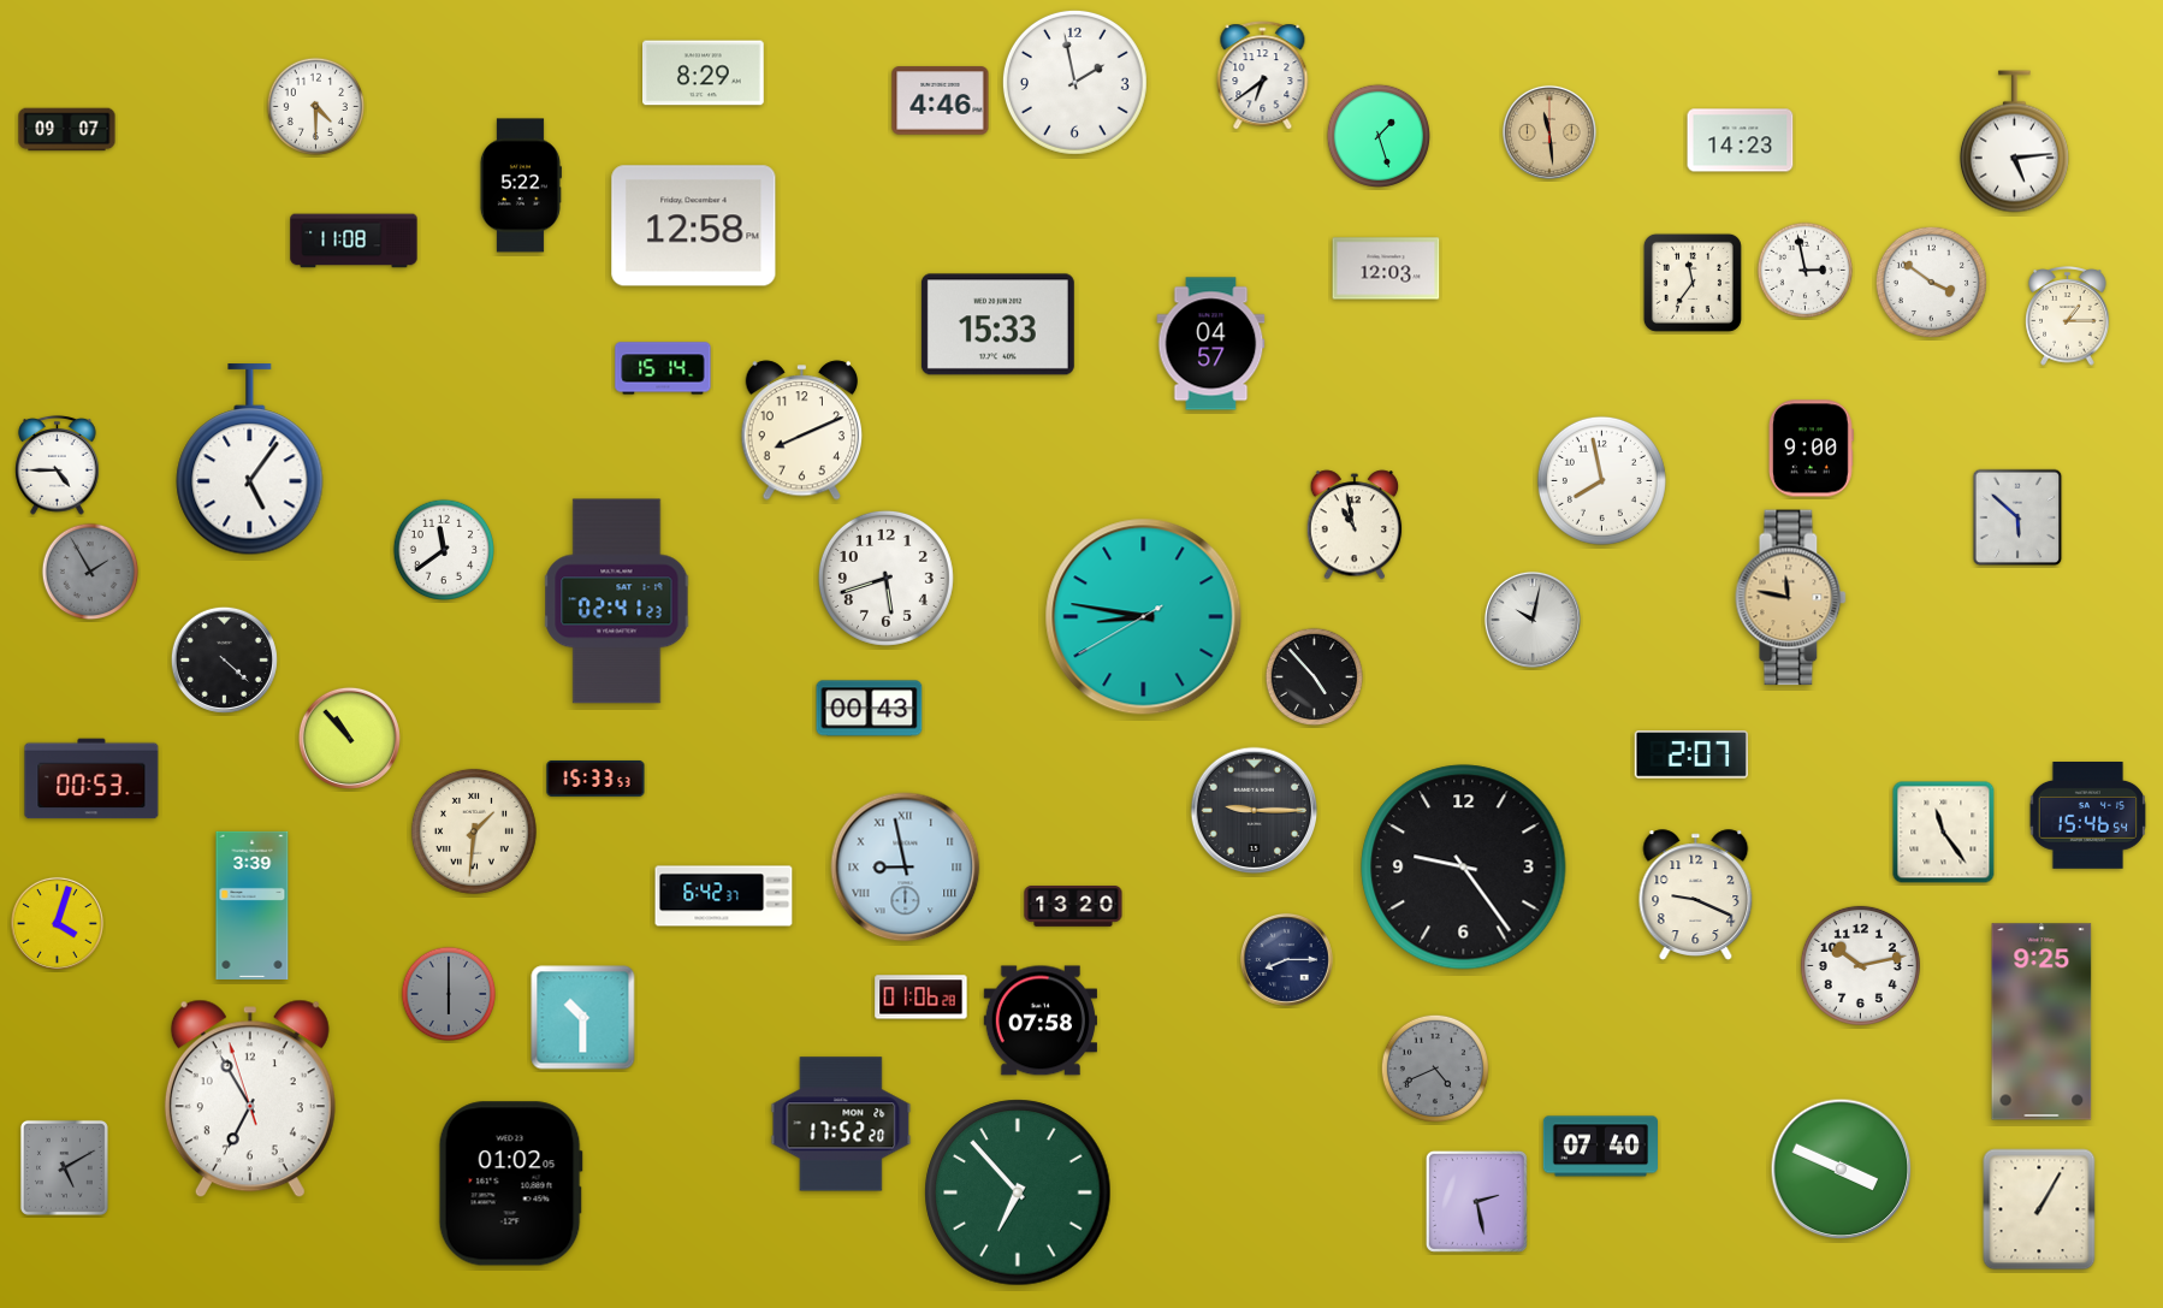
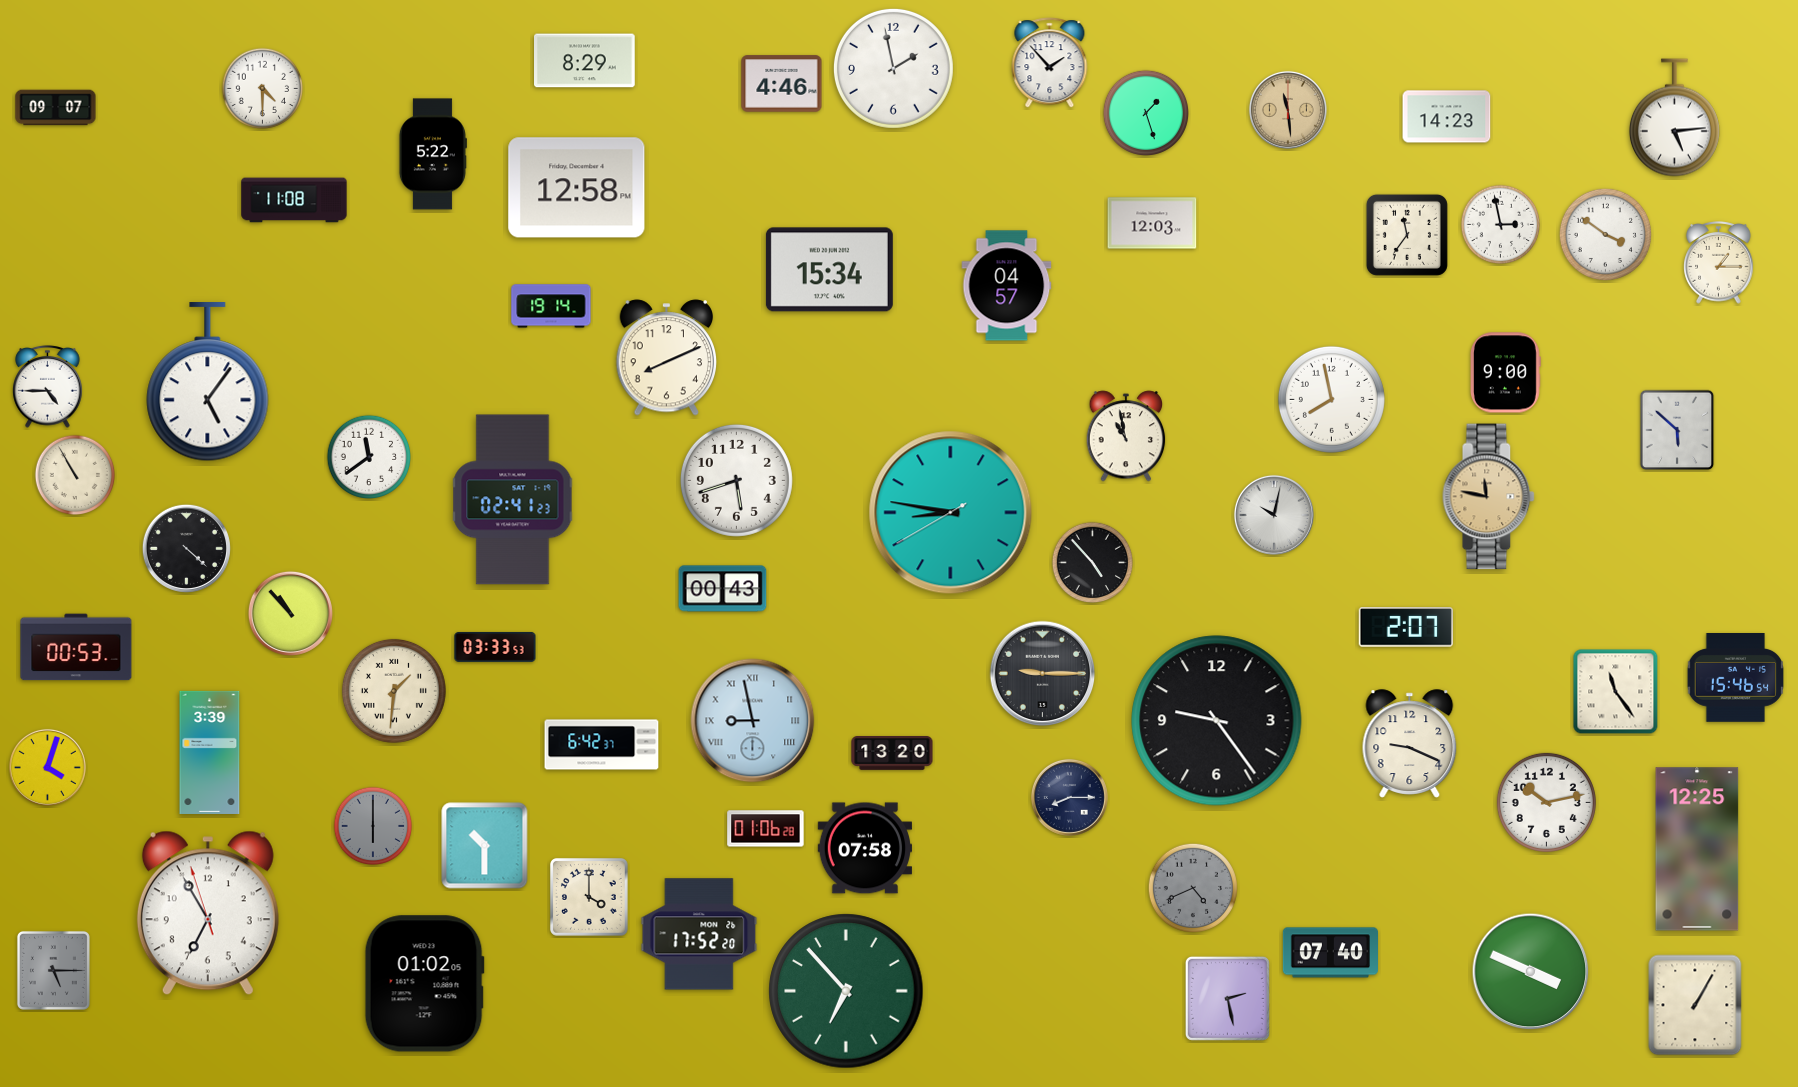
clock at (1263, 76): 6:39 -> 1:53
clock at (997, 325): 15:33 -> 15:34
clock at (663, 368): 15:14 -> 19:14
clock at (90, 572): 1:55 -> 10:55
clock at (90, 572) dial: grey -> cream
clock at (595, 779): 15:33 -> 03:33
clock at (2041, 1022): 9:25 -> 12:25
clock at (589, 897): none -> 4:00
clock at (64, 1167): 5:10 -> 5:15
